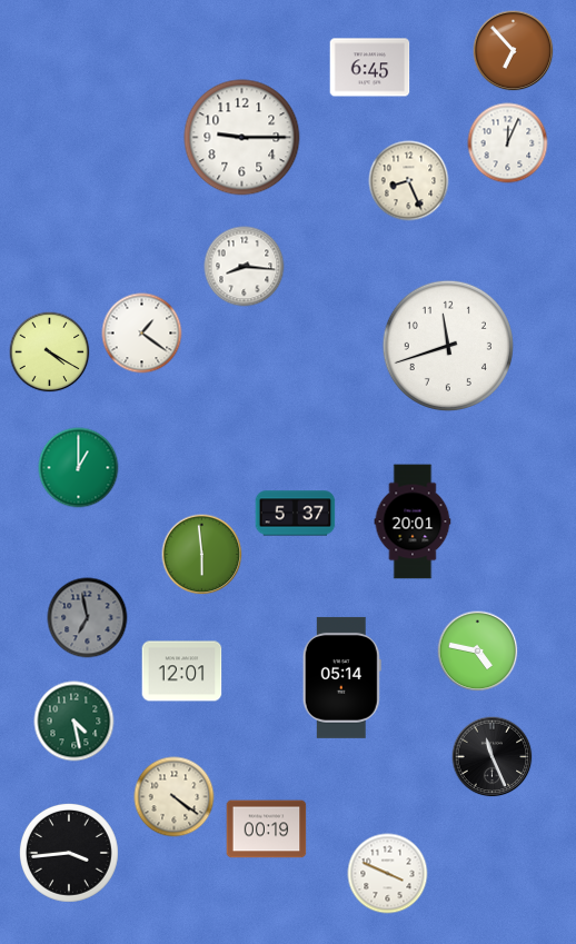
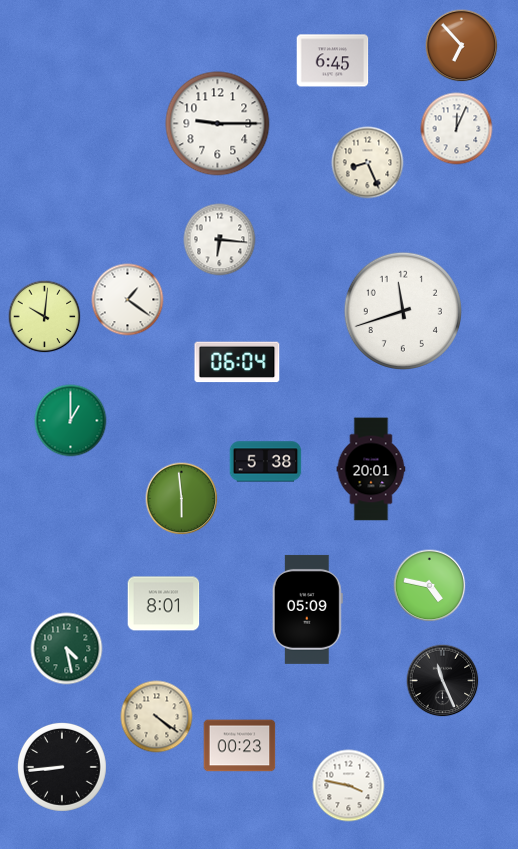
clock at (245, 267): 8:16 -> 6:16
clock at (50, 352): 4:20 -> 10:01
clock at (237, 362): none -> 06:04
clock at (296, 514): 5:37 -> 5:38
clock at (88, 618): 6:58 -> none
clock at (182, 672): 12:01 -> 8:01
clock at (341, 677): 05:14 -> 05:09
clock at (267, 829): 00:19 -> 00:23
clock at (69, 853): 3:44 -> 8:44
clock at (388, 874): 3:49 -> 3:47
